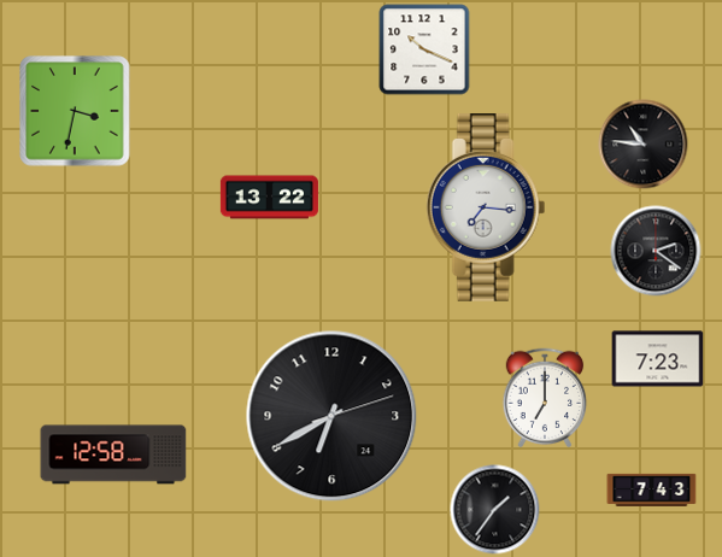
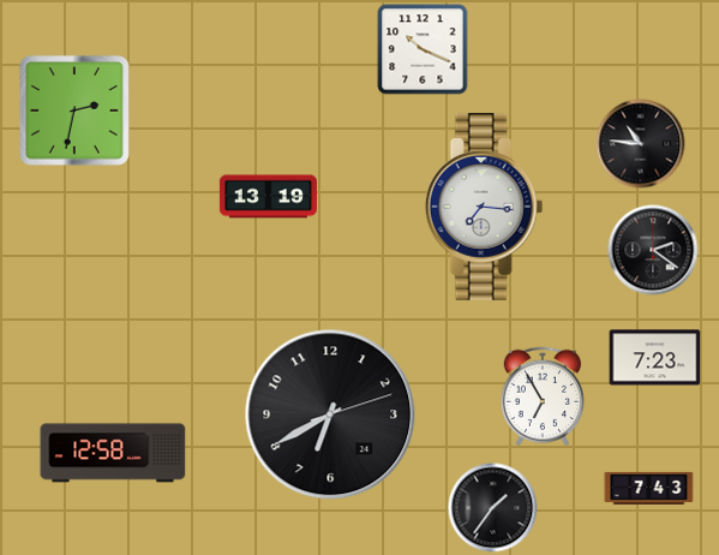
clock at (75, 111): 3:32 -> 2:32
clock at (269, 198): 13:22 -> 13:19
clock at (545, 398): 7:00 -> 6:55
